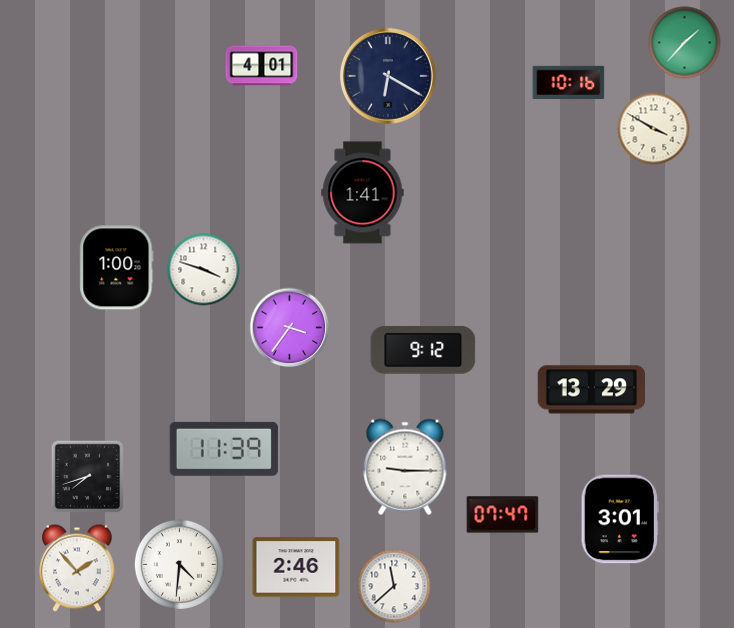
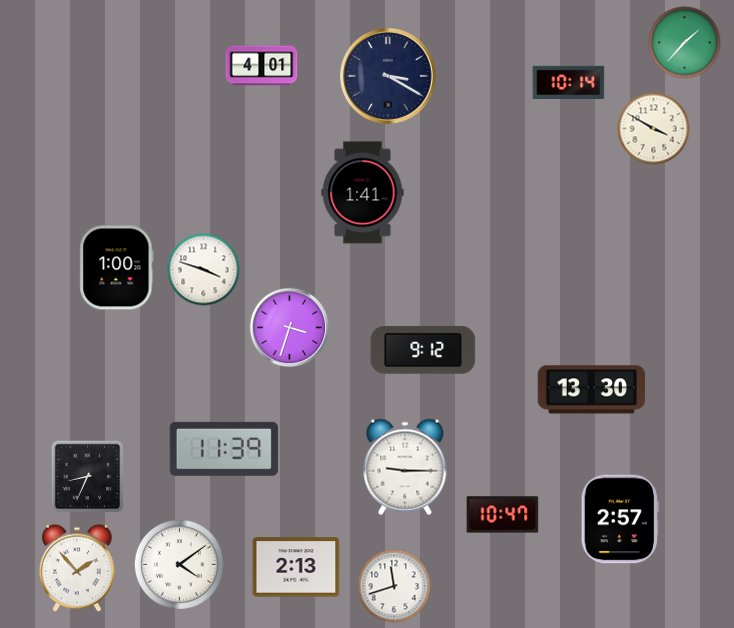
clock at (389, 77): 6:20 -> 3:20
clock at (569, 82): 10:16 -> 10:14
clock at (290, 328): 3:36 -> 3:33
clock at (592, 390): 13:29 -> 13:30
clock at (88, 477): 7:42 -> 8:34
clock at (503, 515): 07:47 -> 10:47
clock at (620, 519): 3:01 -> 2:57
clock at (179, 564): 4:31 -> 4:09
clock at (296, 567): 2:46 -> 2:13
clock at (394, 586): 11:38 -> 11:42
